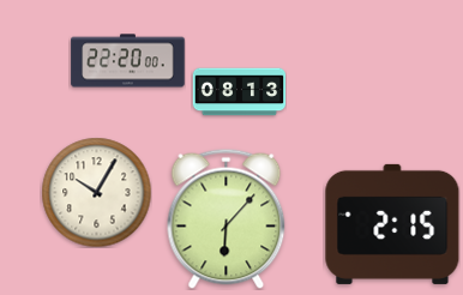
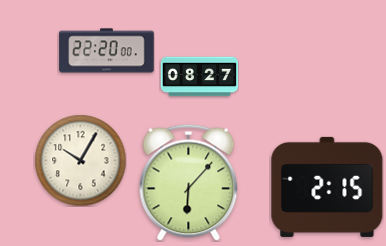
clock at (239, 92): 08:13 -> 08:27
